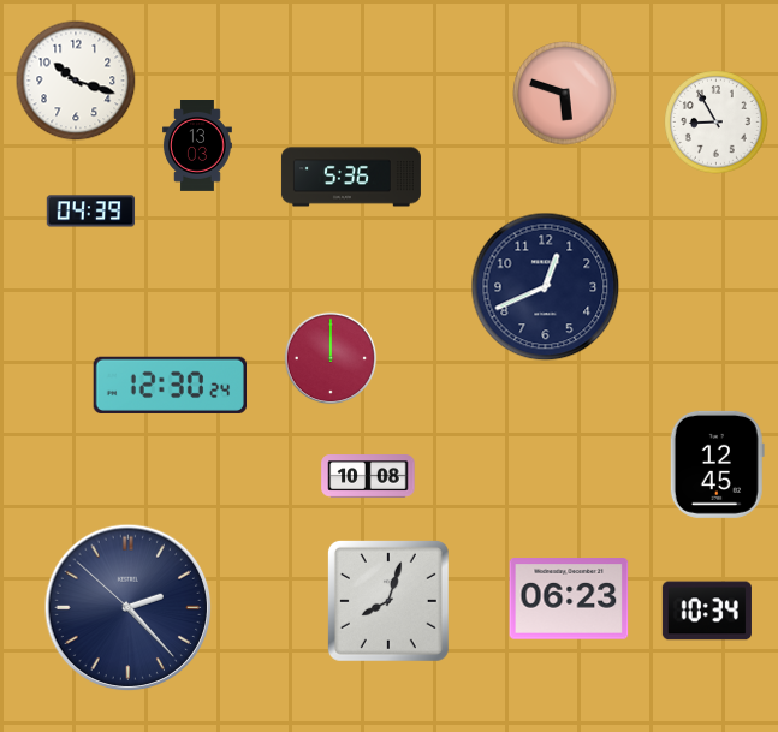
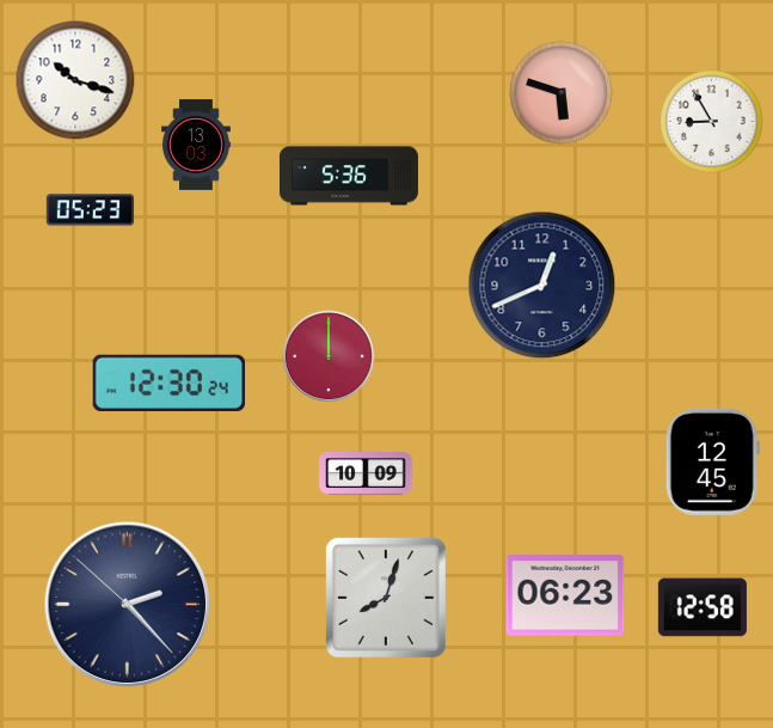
clock at (91, 212): 04:39 -> 05:23
clock at (368, 476): 10:08 -> 10:09
clock at (707, 611): 10:34 -> 12:58
